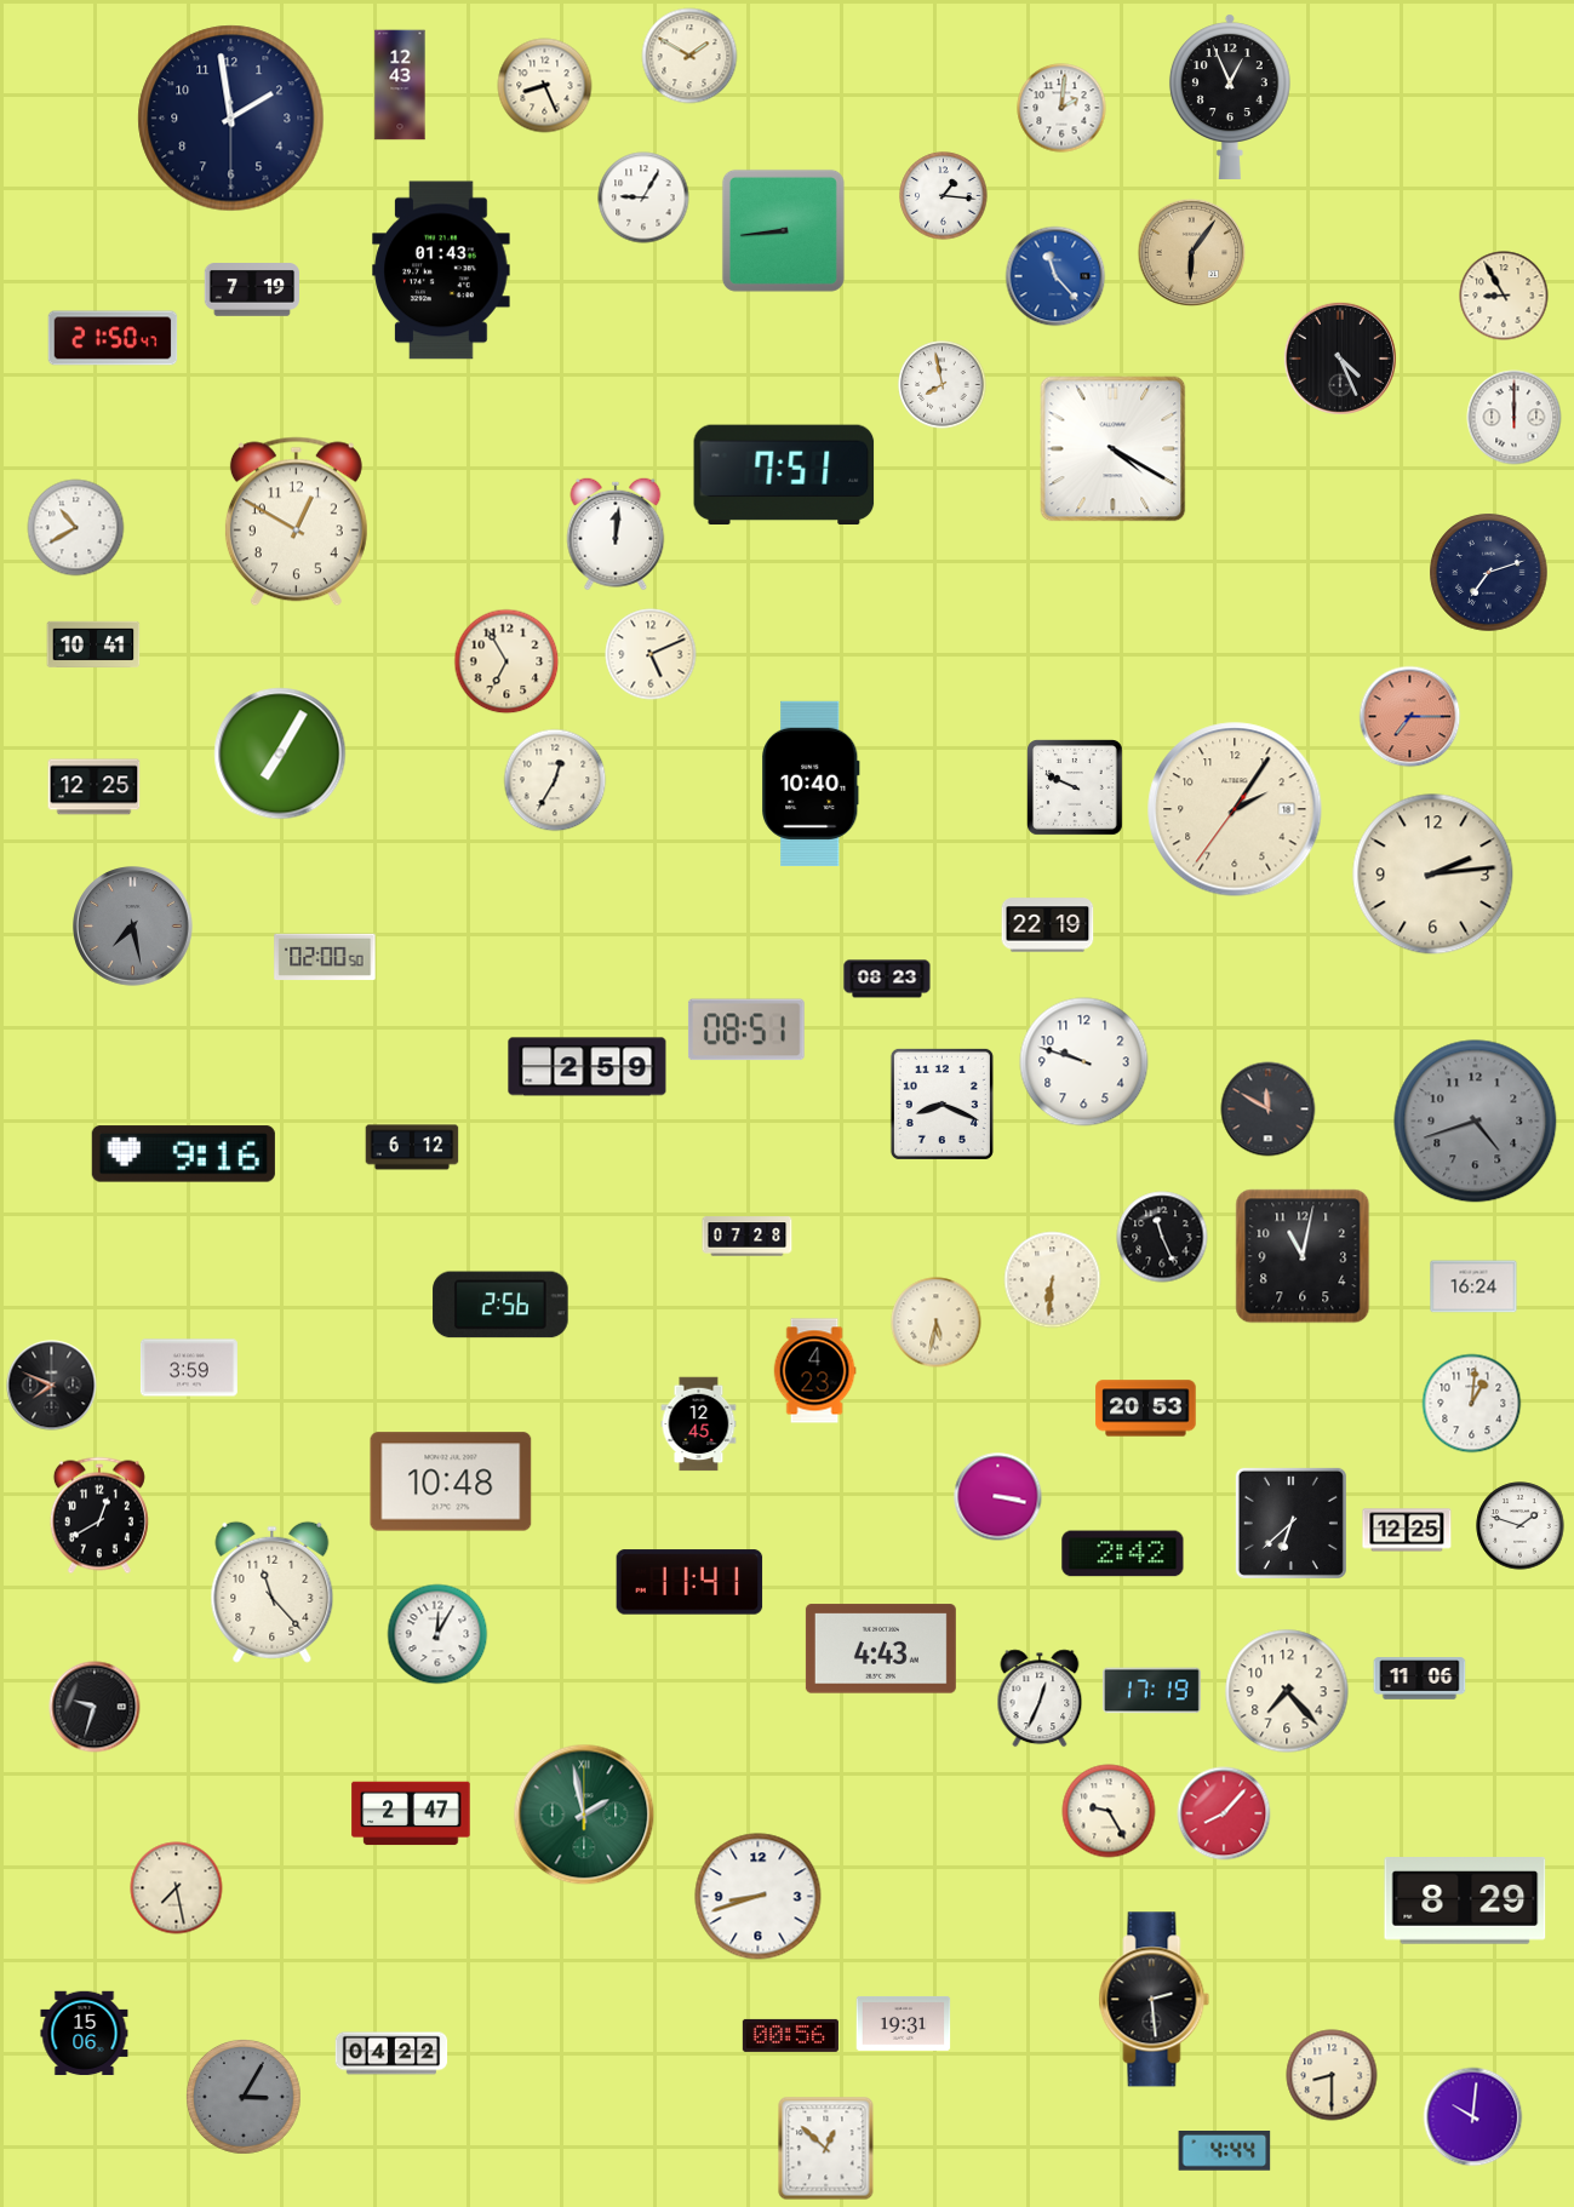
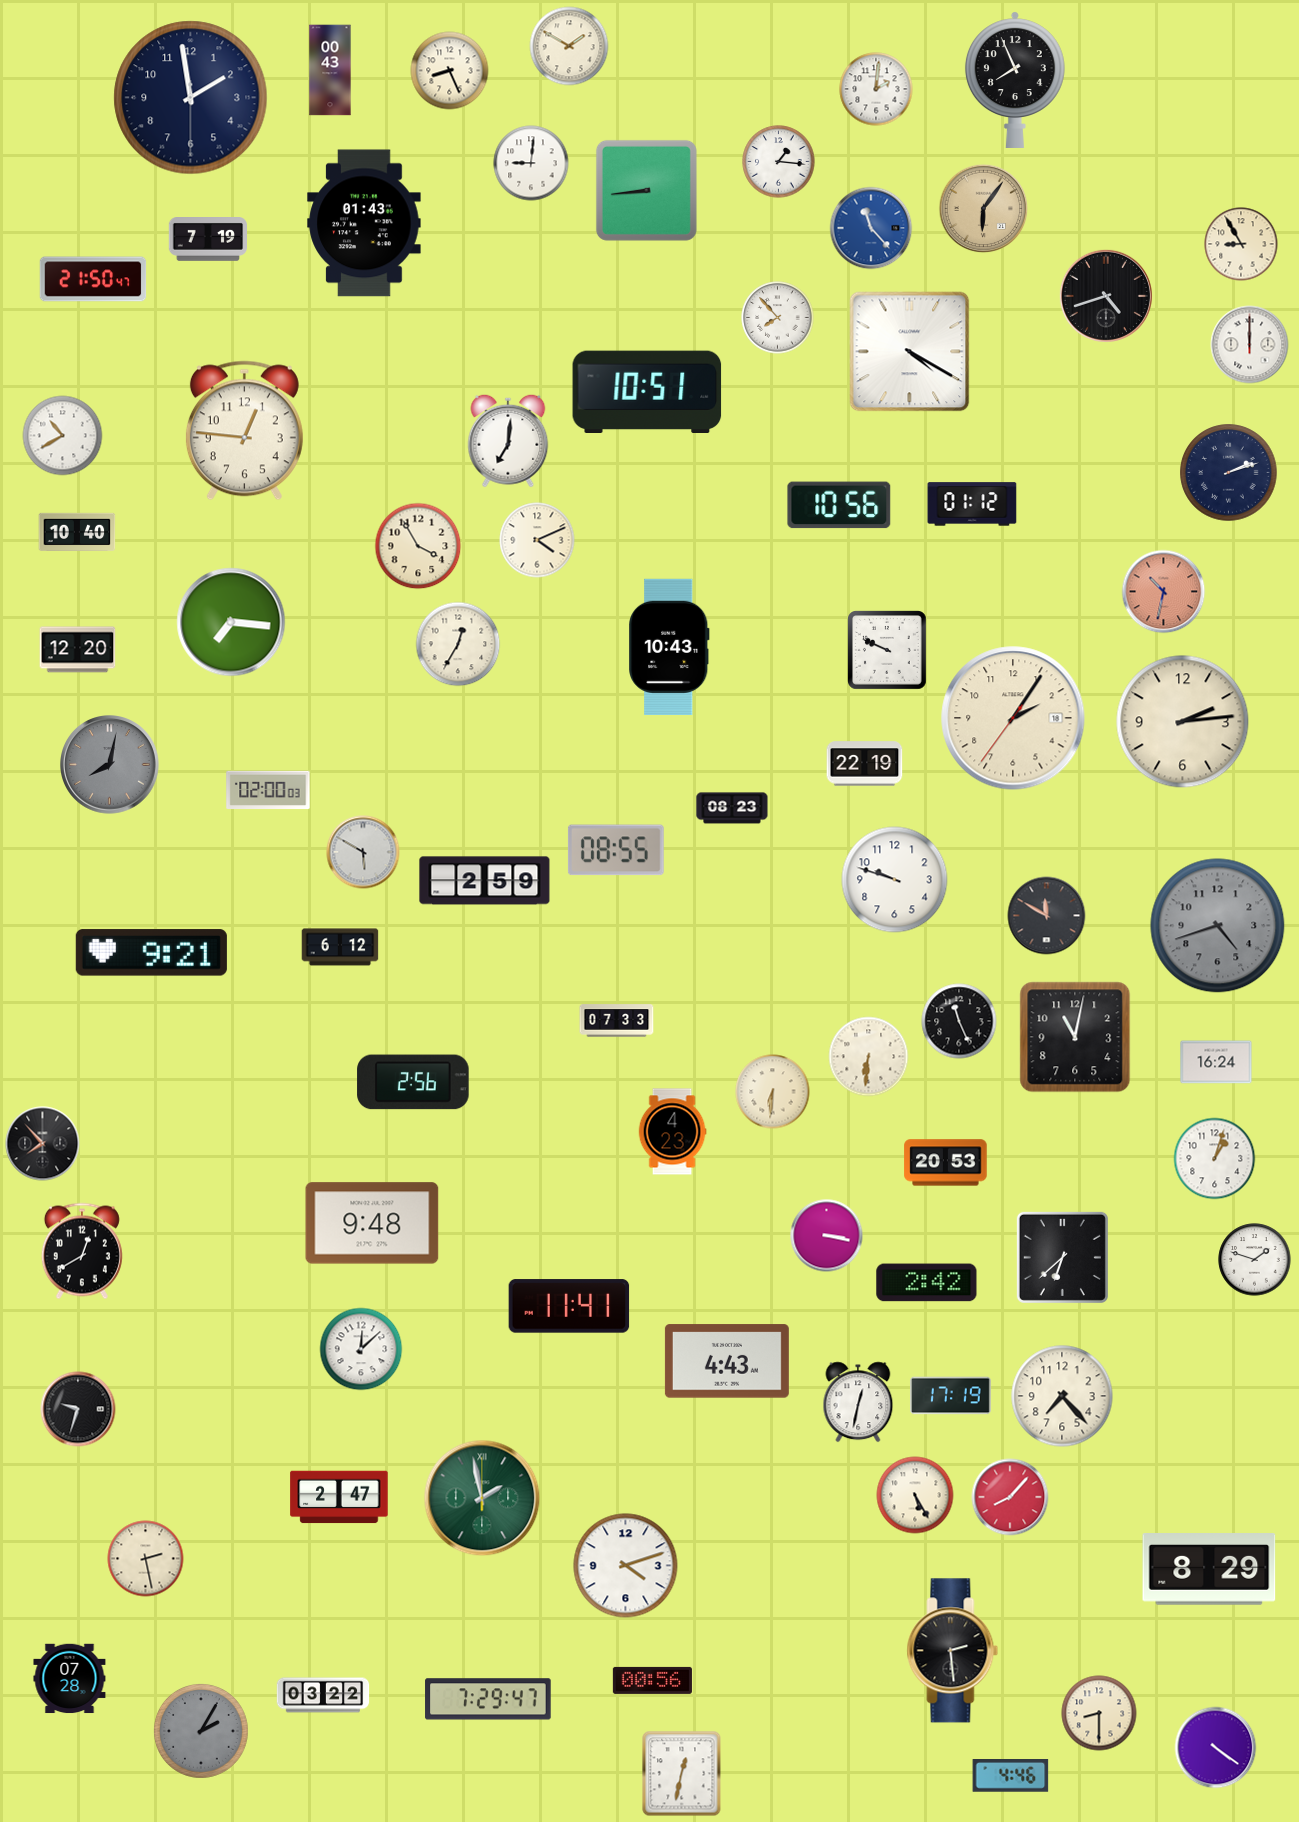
clock at (400, 85): 12:43 -> 00:43
clock at (1230, 97): 12:56 -> 7:56
clock at (643, 197): 9:05 -> 9:01
clock at (1340, 359): 4:26 -> 4:42
clock at (943, 385): 7:58 -> 7:53
clock at (1114, 449) position: (1114, 449) -> (910, 352)
clock at (784, 475): 7:51 -> 10:51
clock at (296, 522): 12:50 -> 12:46
clock at (616, 534): 12:01 -> 7:01
clock at (1489, 573): 7:12 -> 2:12
clock at (972, 504): none -> 01:12
clock at (839, 505): none -> 10:56
clock at (93, 644): 10:41 -> 10:40
clock at (651, 654): 5:11 -> 4:11
clock at (506, 661): 6:55 -> 3:55
clock at (1410, 717): 7:15 -> 10:32
clock at (280, 753): 7:05 -> 7:16
clock at (811, 784): 10:40 -> 10:43
clock at (95, 787): 12:25 -> 12:20
clock at (1235, 809) position: (1235, 809) -> (1013, 718)
clock at (133, 927): 7:28 -> 8:02
clock at (325, 957): 02:00:50 -> 02:00:03
clock at (746, 1030): 08:51 -> 08:55
clock at (363, 852): none -> 5:50
clock at (1084, 1062) position: (1084, 1062) -> (895, 880)
clock at (941, 1103): 8:19 -> none
clock at (183, 1154): 9:16 -> 9:21
clock at (748, 1237): 07:28 -> 07:33
clock at (500, 1305) position: (500, 1305) -> (413, 1082)
clock at (937, 1323): 5:32 -> 6:31
clock at (189, 1368): 3:59 -> none
clock at (52, 1386): 7:49 -> 7:53
clock at (1472, 1404): 1:01 -> 1:03
clock at (699, 1424): 12:45 -> none
clock at (451, 1481): 10:48 -> 9:48
clock at (998, 1497) position: (998, 1497) -> (827, 1236)
clock at (1290, 1523) position: (1290, 1523) -> (1062, 1257)
clock at (1407, 1530): 12:25 -> none
clock at (273, 1592): 11:23 -> none
clock at (437, 1634): 12:05 -> 12:08
clock at (1420, 1679): 11:06 -> none
clock at (1040, 1698): 12:34 -> 12:32
clock at (1109, 1811): 9:25 -> 5:25
clock at (177, 1888): 7:28 -> 2:28
clock at (759, 1897): 8:42 -> 4:12
clock at (904, 2023): 19:31 -> none
clock at (85, 2034): 15:06 -> 07:28
clock at (391, 2053): 04:22 -> 03:22
clock at (488, 1699): none -> 7:29
clock at (244, 2097): 3:05 -> 2:05
clock at (1473, 2117): 10:01 -> 4:21
clock at (826, 2149): 12:52 -> 12:32
clock at (1225, 2151): 4:44 -> 4:46
